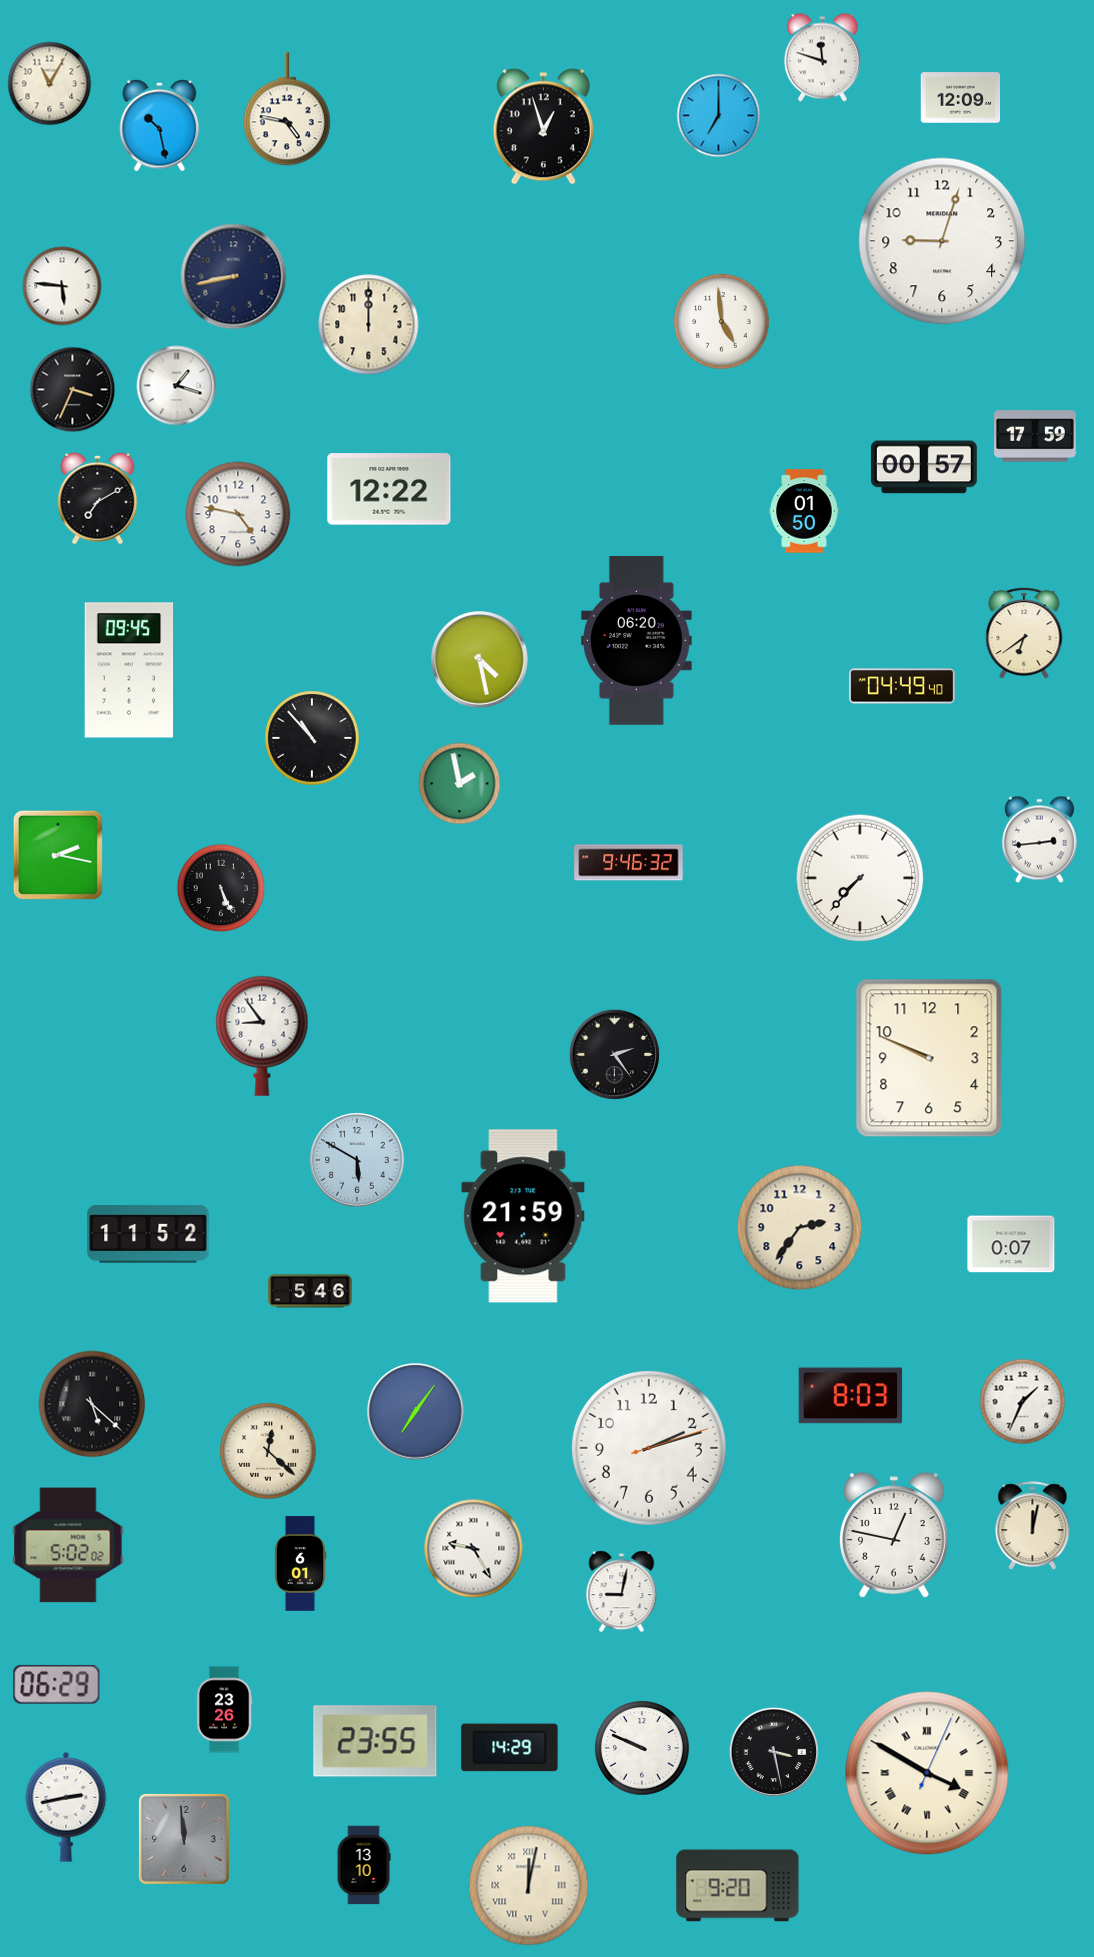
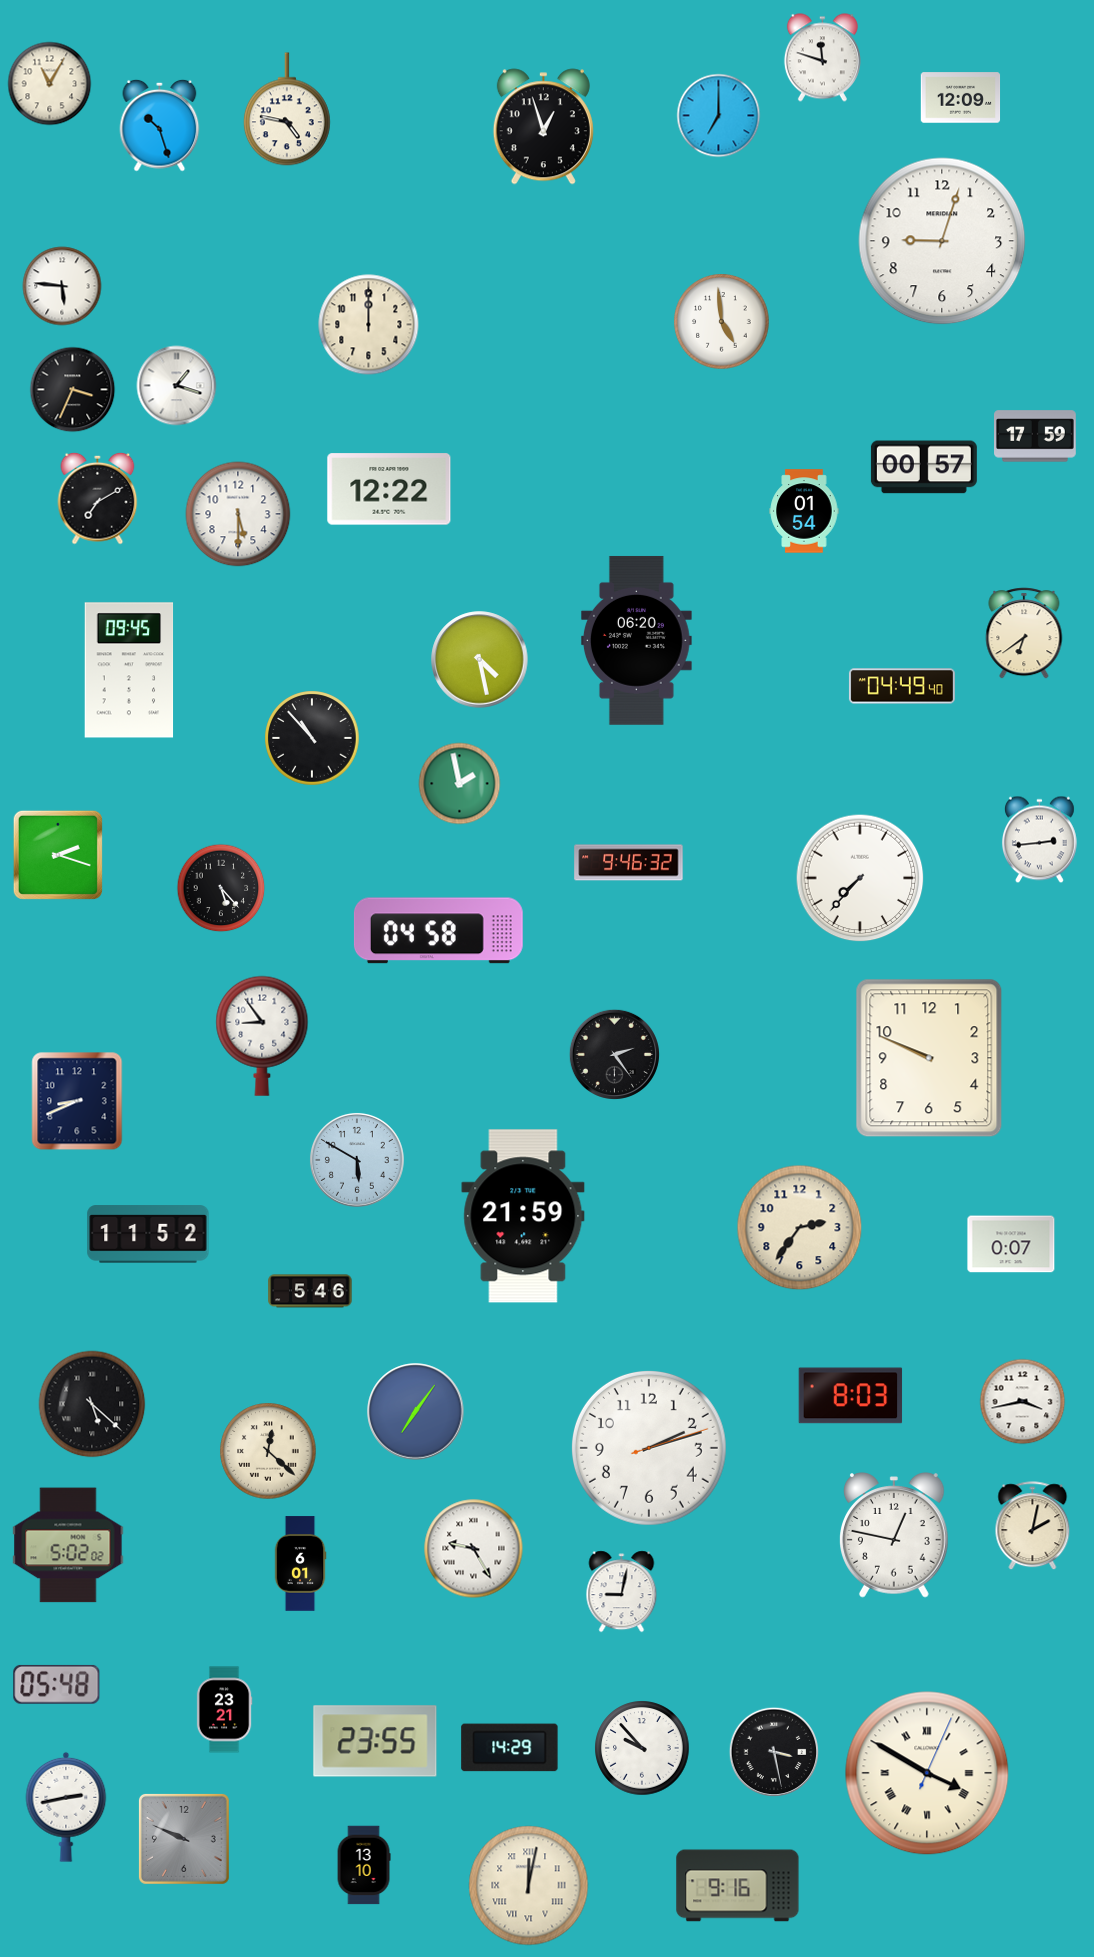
clock at (160, 125): 10:28 -> 10:27
clock at (234, 277): 8:43 -> none
clock at (804, 511): 01:50 -> 01:54
clock at (238, 514): 4:47 -> 5:30
clock at (58, 855): 2:17 -> 2:18
clock at (221, 888): 5:26 -> 5:23
clock at (438, 931): none -> 04:58
clock at (77, 1101): none -> 8:41
clock at (1023, 1402): 1:34 -> 3:43
clock at (1033, 1526): 12:02 -> 2:02
clock at (57, 1684): 06:29 -> 05:48
clock at (224, 1710): 23:26 -> 23:21
clock at (642, 1748): 9:49 -> 9:53
clock at (184, 1839): 11:59 -> 9:49
clock at (738, 1886): 9:20 -> 9:16
